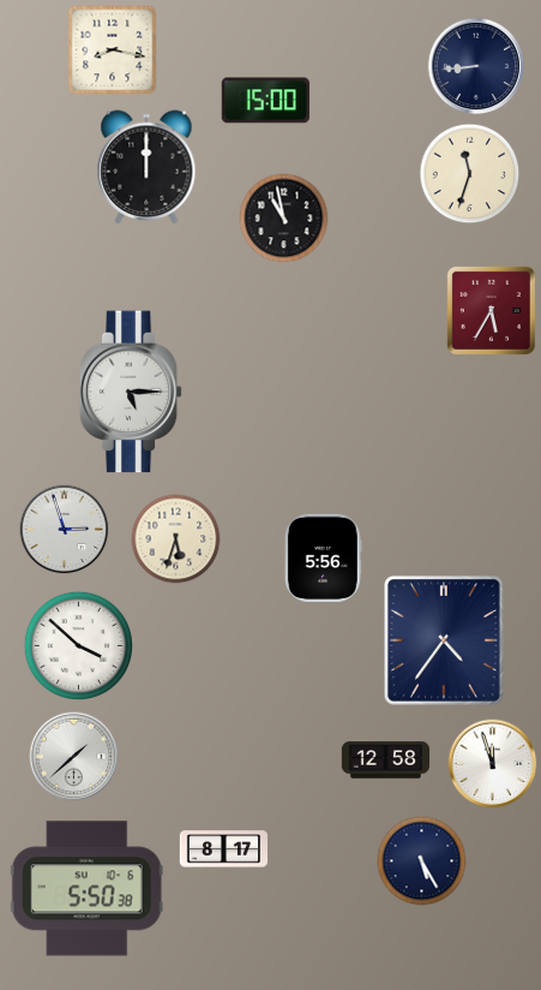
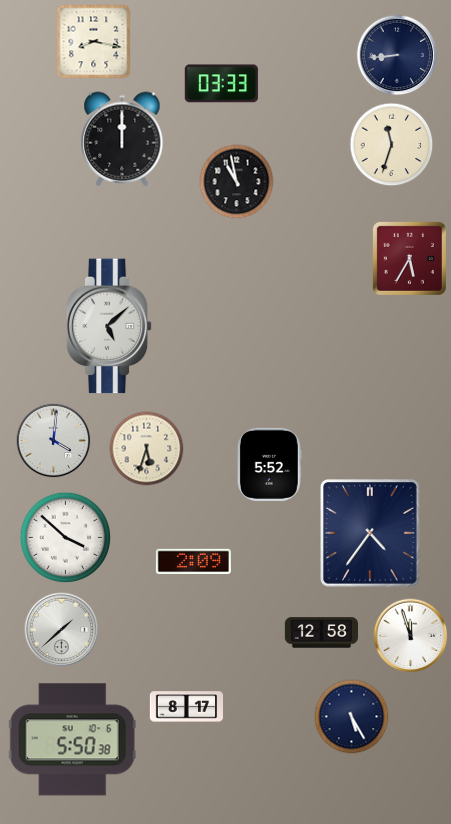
clock at (265, 101): 15:00 -> 03:33
clock at (131, 392): 5:15 -> 5:08
clock at (65, 530): 2:57 -> 4:01
clock at (323, 557): 5:56 -> 5:52
clock at (193, 561): none -> 2:09
